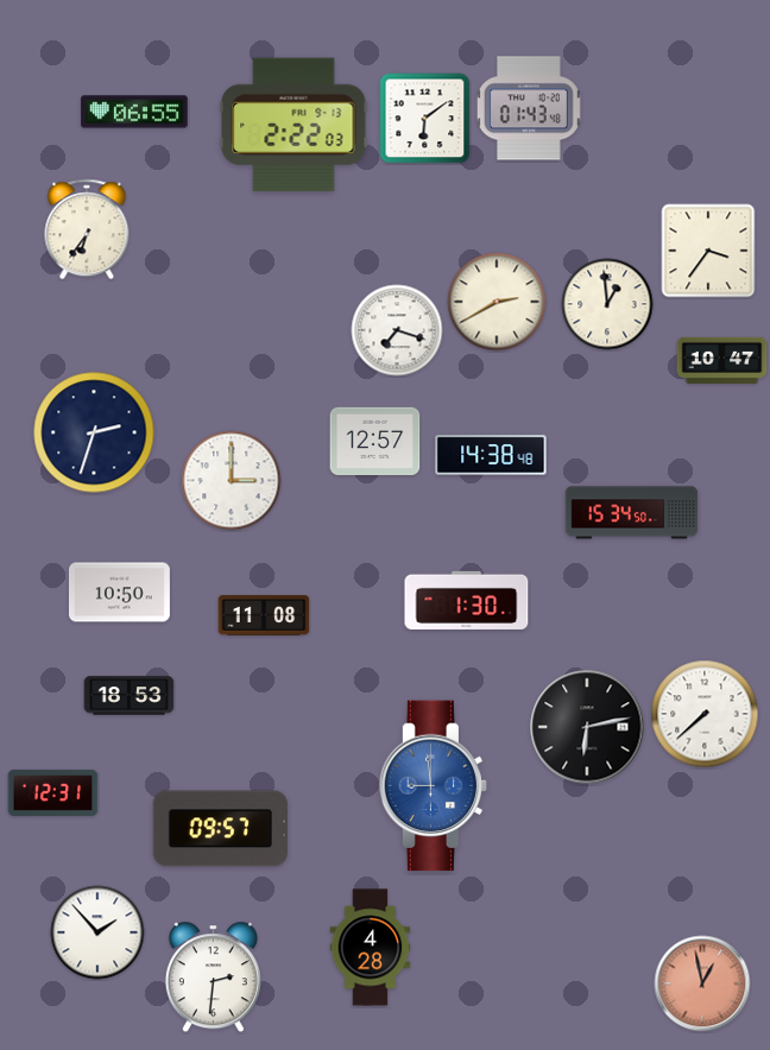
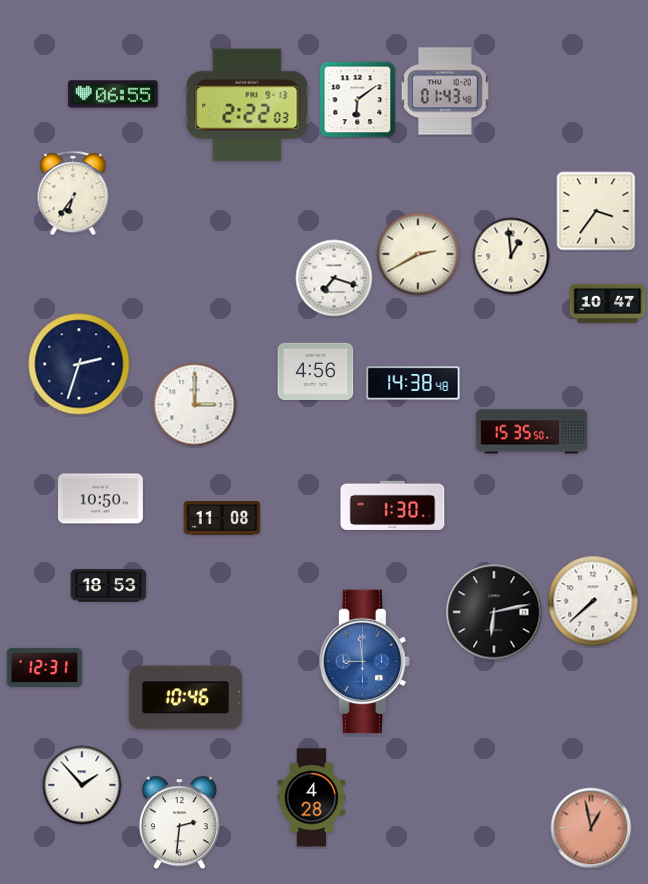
clock at (375, 441): 12:57 -> 4:56
clock at (632, 513): 15:34 -> 15:35
clock at (220, 829): 09:57 -> 10:46
